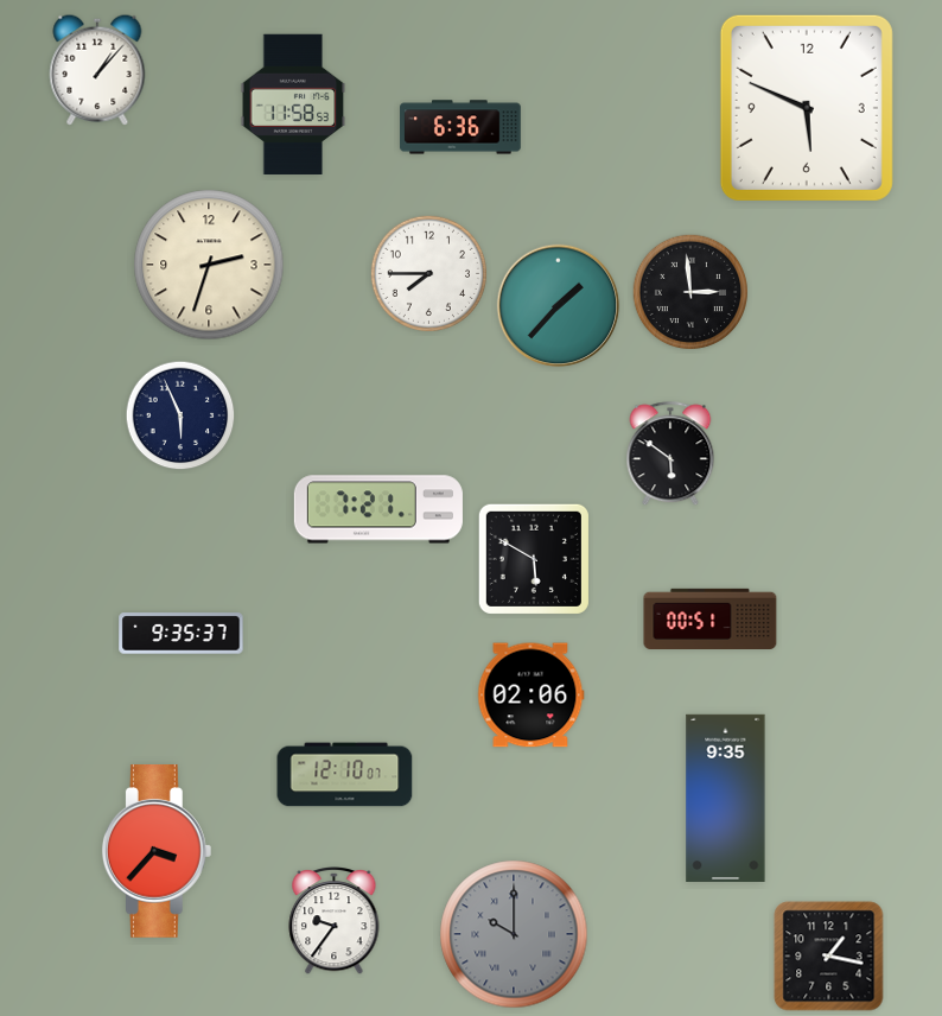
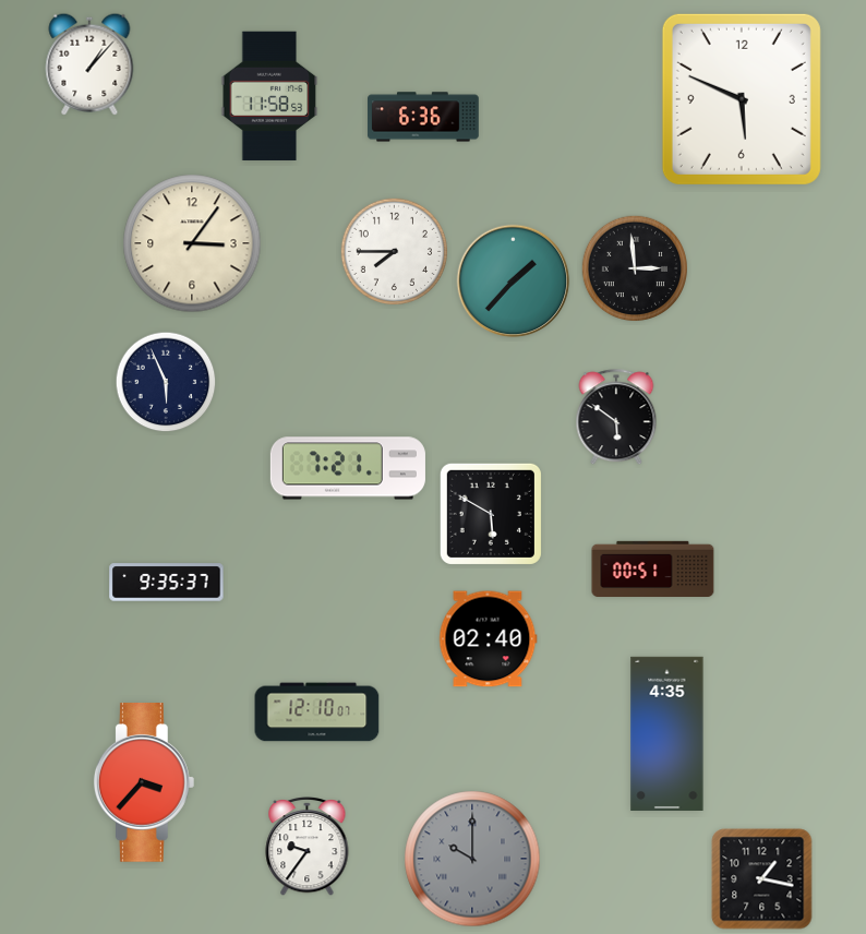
clock at (209, 265): 2:33 -> 3:06
clock at (532, 696): 02:06 -> 02:40
clock at (726, 798): 9:35 -> 4:35
